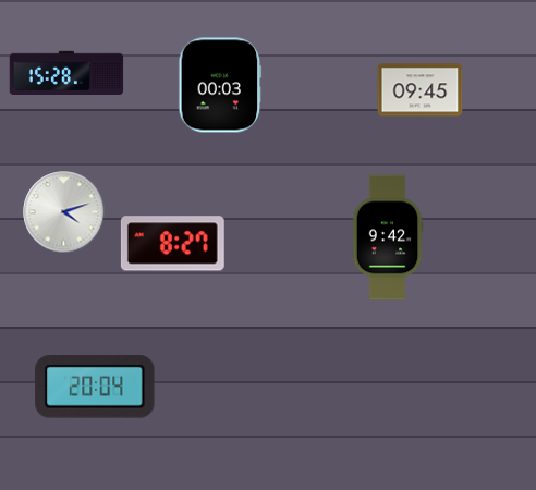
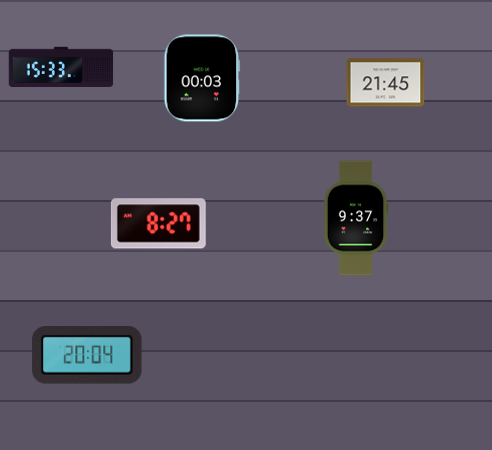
clock at (66, 72): 15:28 -> 15:33
clock at (421, 90): 09:45 -> 21:45
clock at (64, 212): 4:12 -> none
clock at (388, 237): 9:42 -> 9:37
